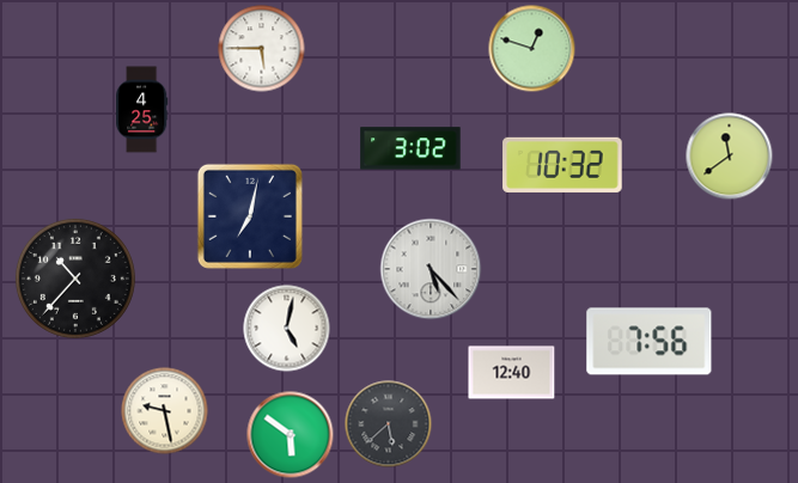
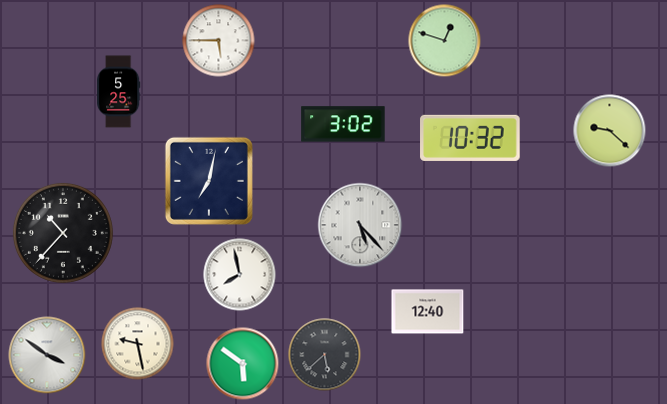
clock at (142, 110): 4:25 -> 5:25
clock at (730, 157): 11:39 -> 9:22
clock at (287, 329): 5:02 -> 7:58
clock at (650, 342): 7:56 -> none
clock at (47, 355): none -> 3:51
